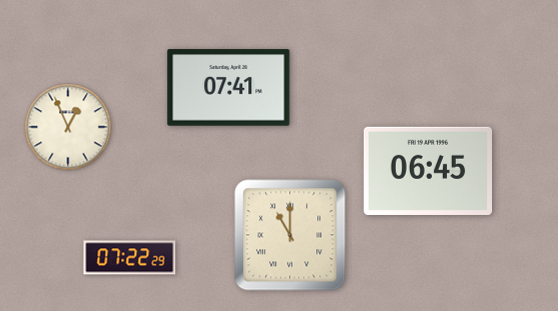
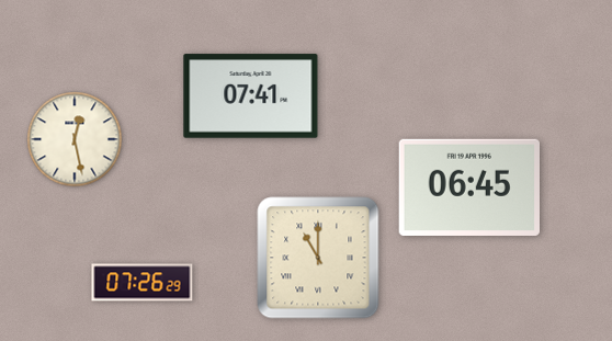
clock at (68, 127): 12:56 -> 12:28
clock at (130, 258): 07:22 -> 07:26
